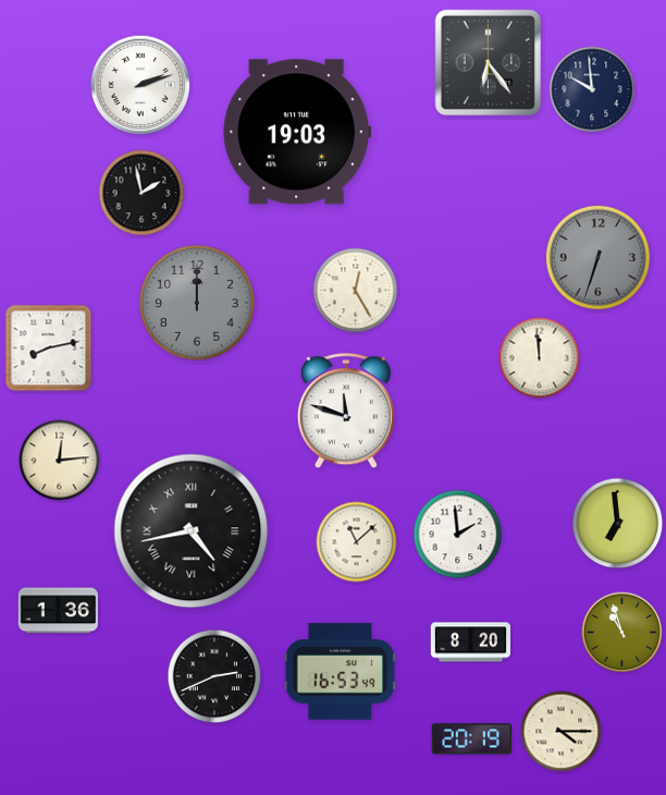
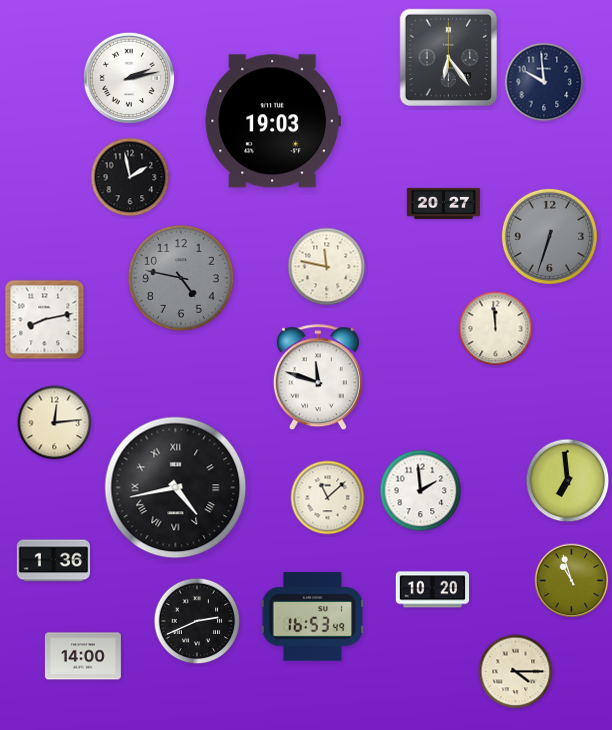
clock at (140, 85): 2:12 -> 2:13
clock at (443, 203): none -> 20:27
clock at (356, 291): 12:25 -> 11:47
clock at (198, 304): 12:00 -> 4:47
clock at (470, 643): 8:20 -> 10:20
clock at (83, 656): none -> 14:00
clock at (471, 739): 20:19 -> none
